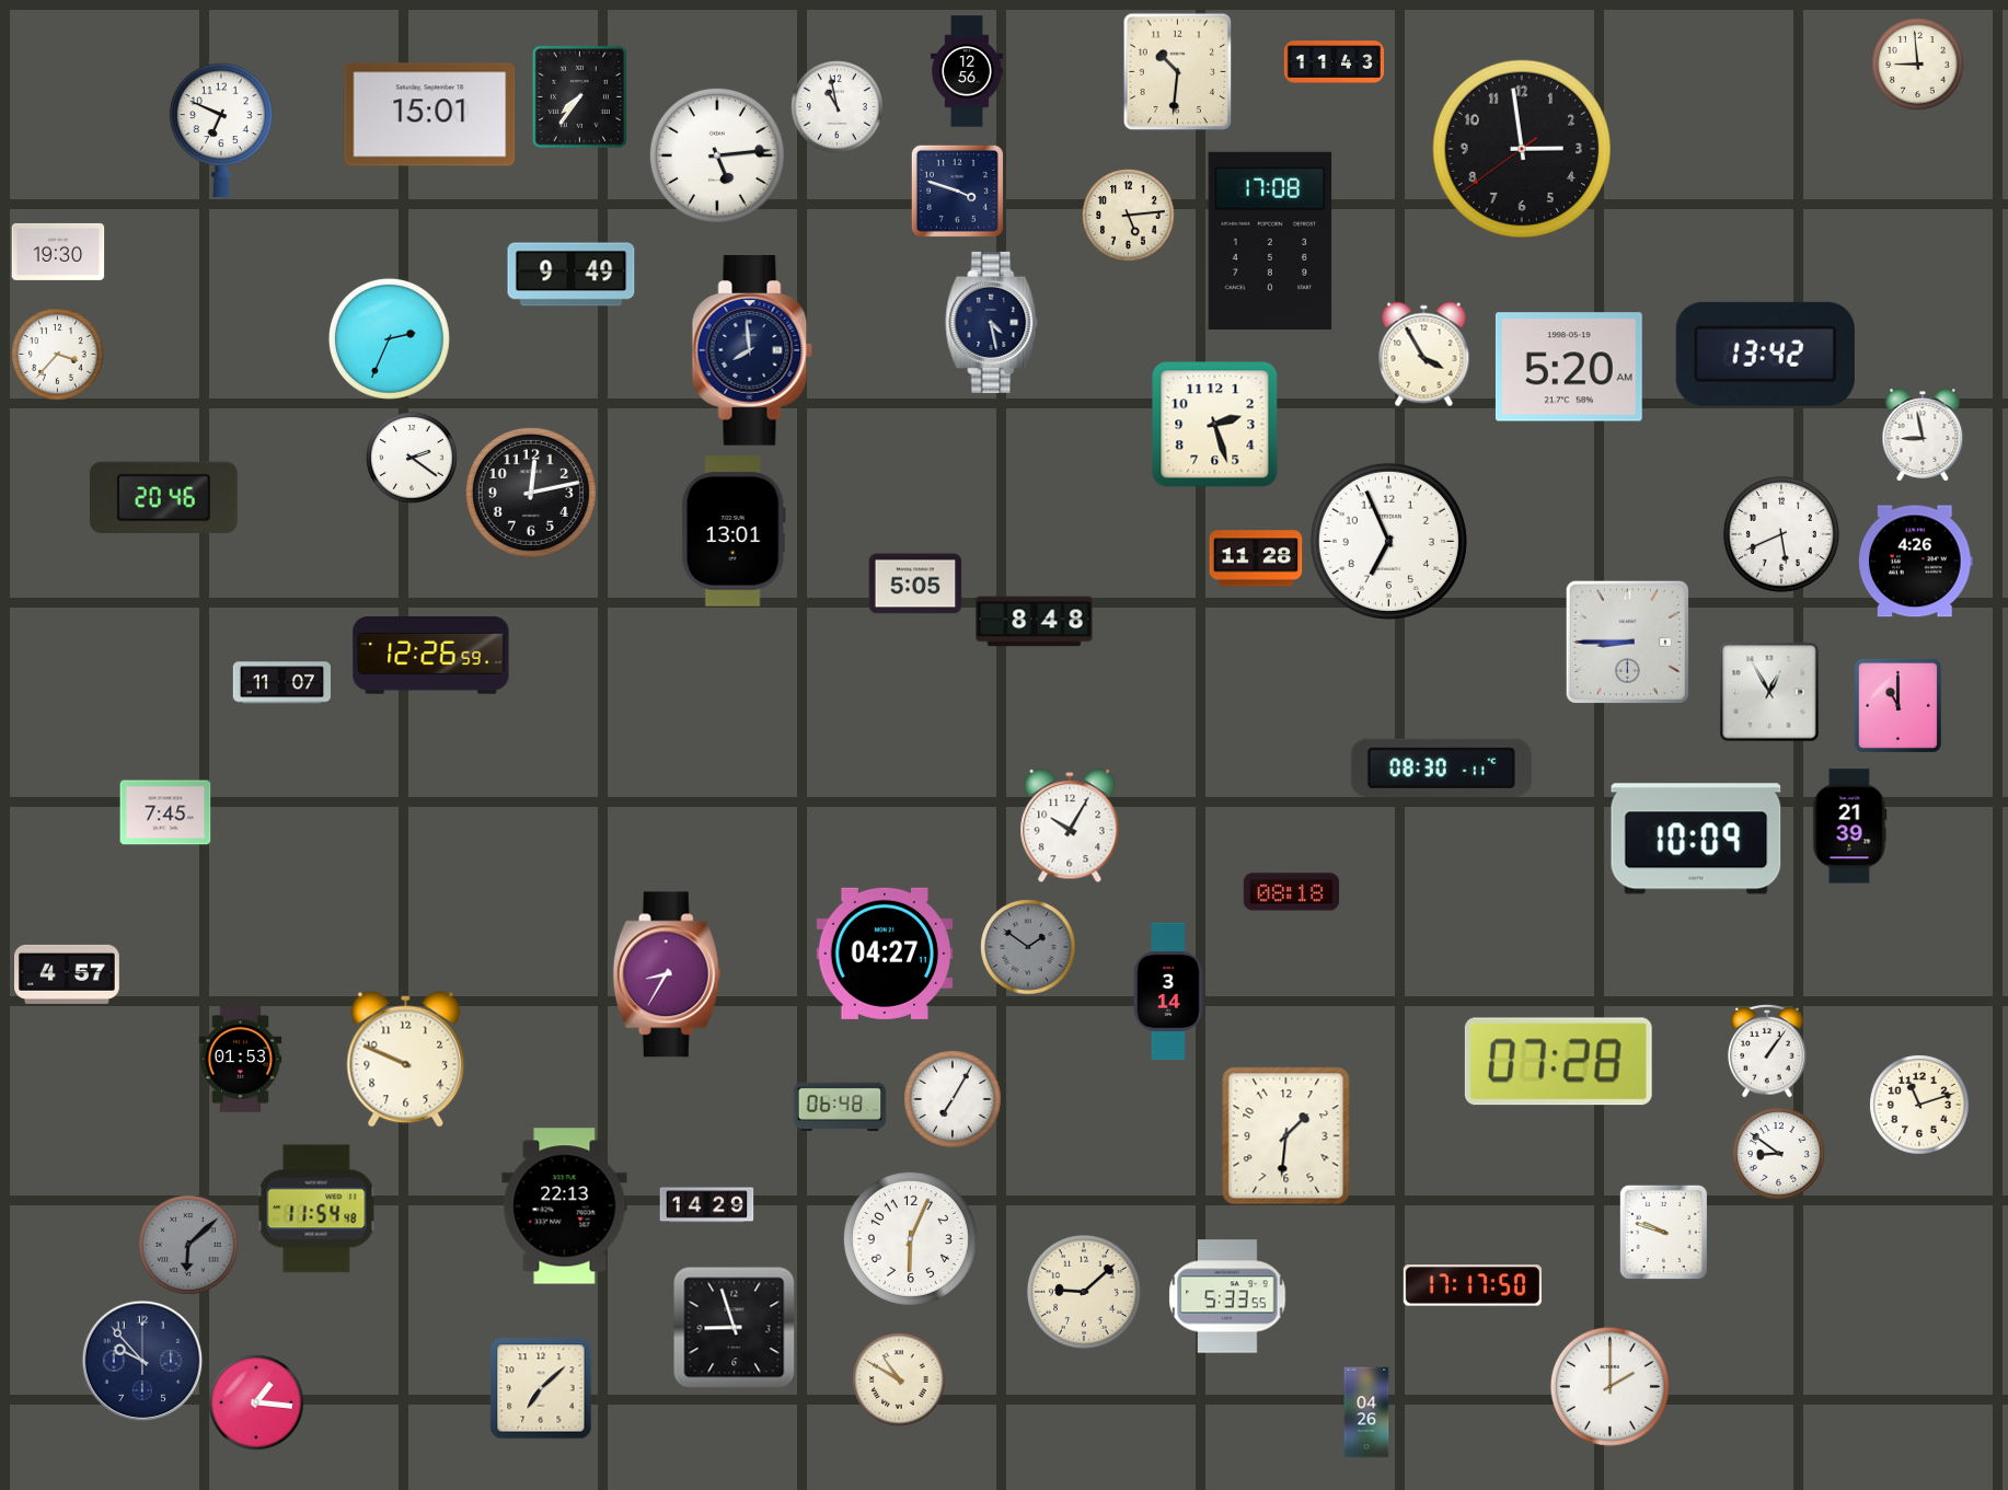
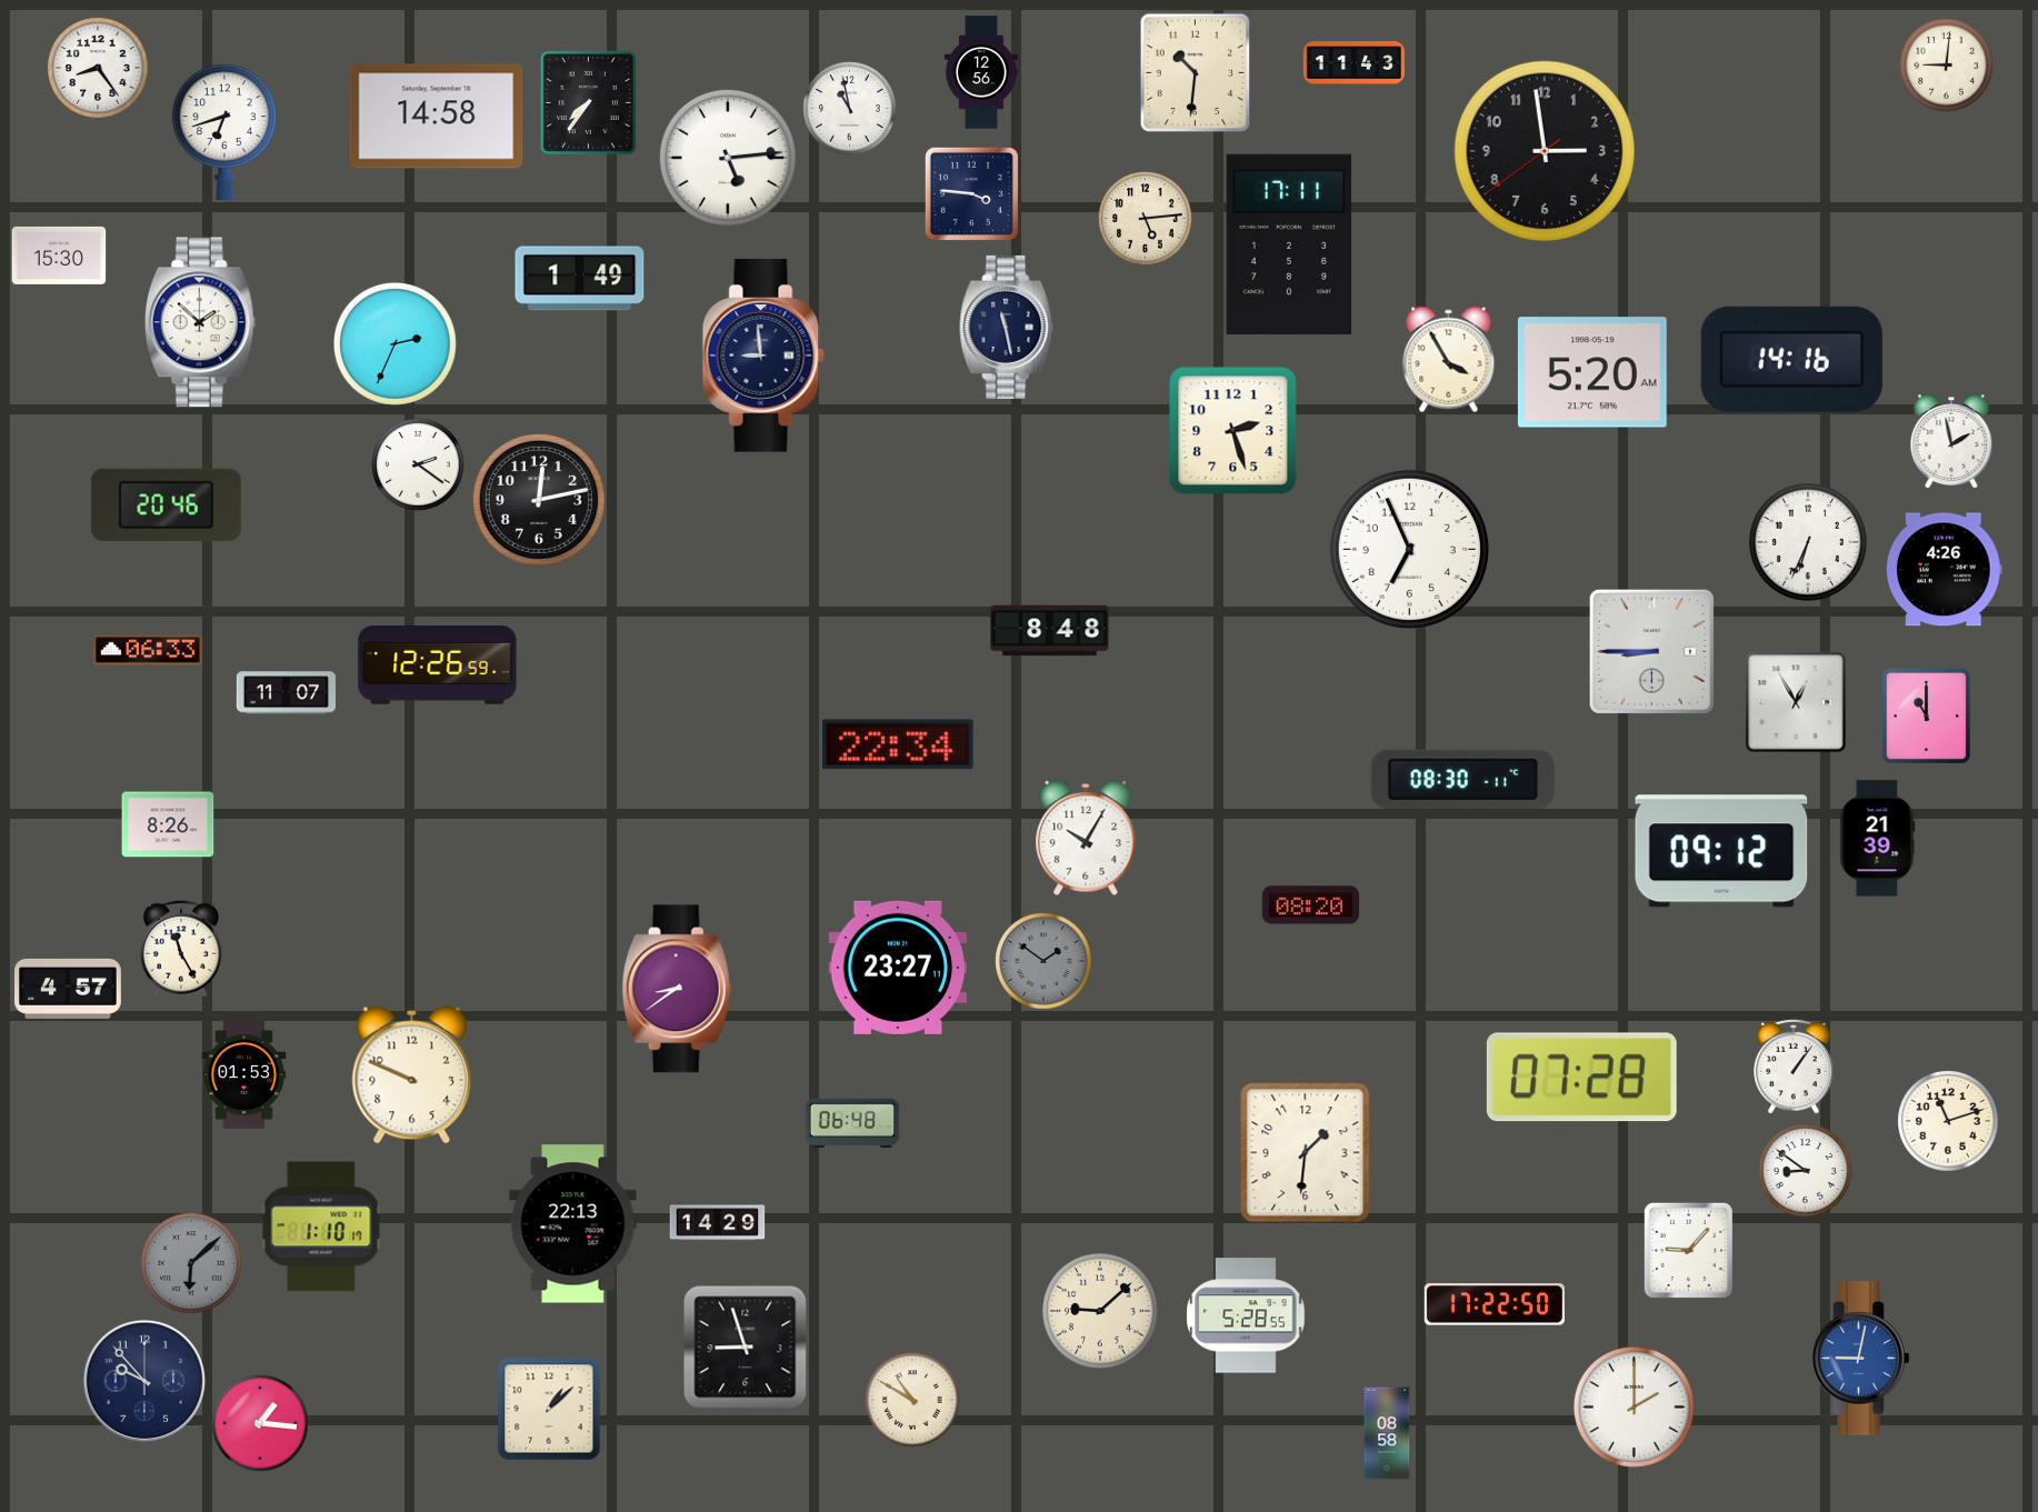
clock at (1918, 65): 8:59 -> 9:01
clock at (98, 68): none -> 8:24
clock at (579, 96) position: (579, 96) -> (588, 102)
clock at (430, 115): 15:01 -> 14:58
clock at (221, 130): 6:49 -> 6:42
clock at (957, 190): 3:48 -> 3:46
clock at (1270, 241): 17:08 -> 17:11
clock at (58, 252): 19:30 -> 15:30
clock at (572, 275): 9:49 -> 1:49
clock at (200, 322): none -> 1:52
clock at (992, 322): 4:28 -> 11:28
clock at (752, 351): 7:59 -> 8:59
clock at (1765, 354): 13:42 -> 14:16
clock at (58, 355): 3:37 -> none
clock at (1424, 355) position: (1424, 355) -> (1449, 360)
clock at (1923, 435): 8:58 -> 1:58
clock at (734, 531): 13:01 -> none
clock at (1781, 534): 5:41 -> 6:34
clock at (1256, 558): 11:28 -> none
clock at (915, 584): 5:05 -> none
clock at (148, 650): none -> 06:33
clock at (899, 744): none -> 22:34
clock at (165, 812): 7:45 -> 8:26
clock at (1696, 839): 10:09 -> 09:12
clock at (1292, 892): 08:18 -> 08:20
clock at (181, 949): none -> 11:25
clock at (885, 954): 04:27 -> 23:27
clock at (667, 974): 8:35 -> 8:39
clock at (1168, 992): 3:14 -> none
clock at (953, 1099): 7:05 -> none
clock at (316, 1209): 11:54 -> 1:10
clock at (1663, 1232): 9:48 -> 9:07
clock at (910, 1238): 6:04 -> none
clock at (1473, 1285): 17:17 -> 17:22
clock at (1227, 1296): 5:33 -> 5:28
clock at (1861, 1359): none -> 9:02
clock at (541, 1388): 7:08 -> 1:08
clock at (1366, 1412): 04:26 -> 08:58
